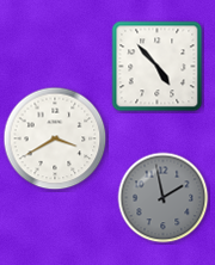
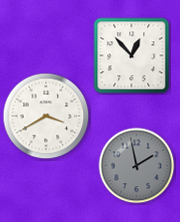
clock at (158, 67): 4:53 -> 12:53
